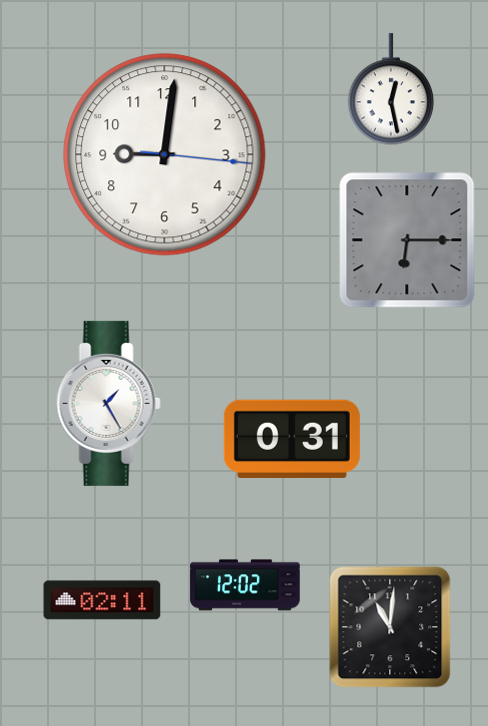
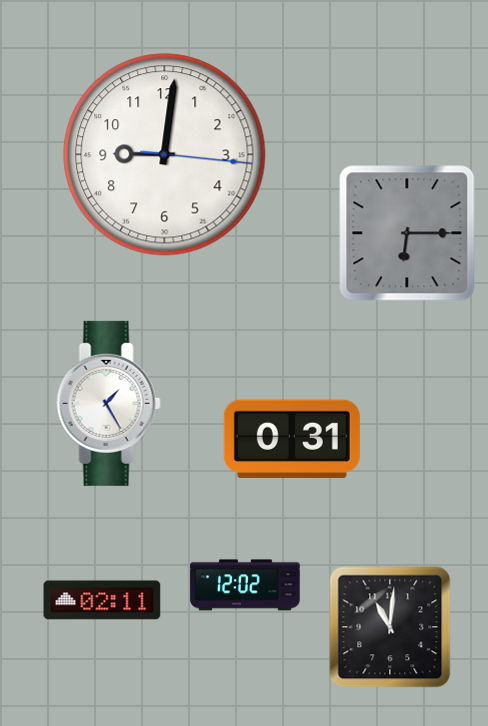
clock at (391, 90): 12:28 -> none
clock at (407, 240) position: (407, 240) -> (407, 233)
